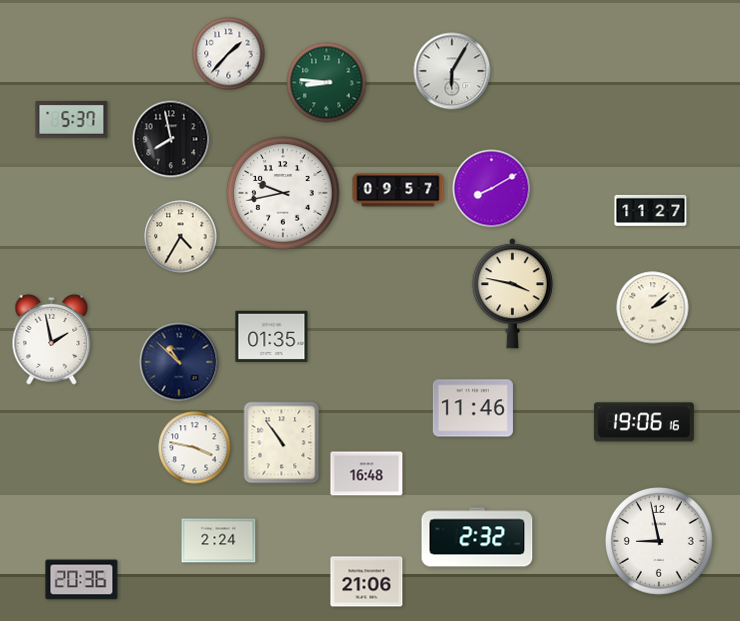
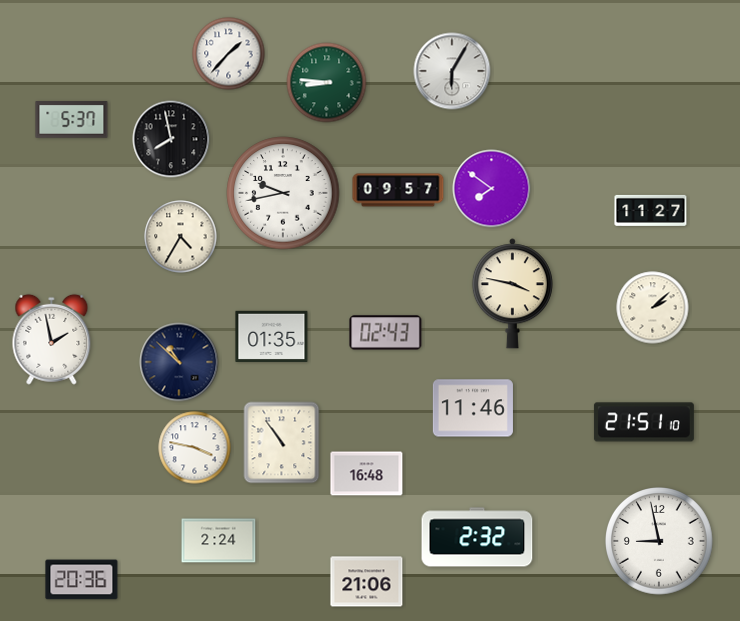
clock at (492, 189): 8:10 -> 7:51
clock at (386, 333): none -> 02:43
clock at (644, 422): 19:06 -> 21:51
